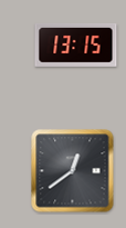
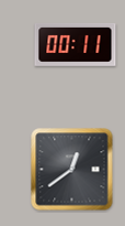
clock at (76, 46): 13:15 -> 00:11
